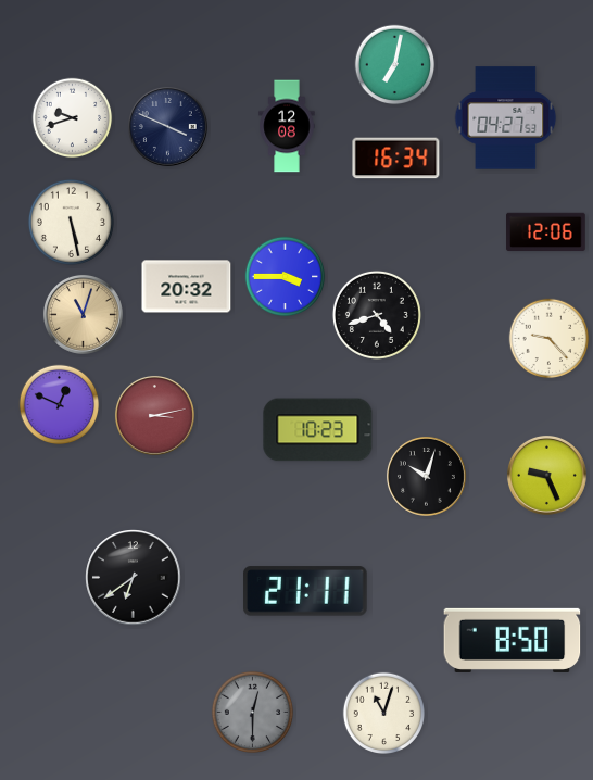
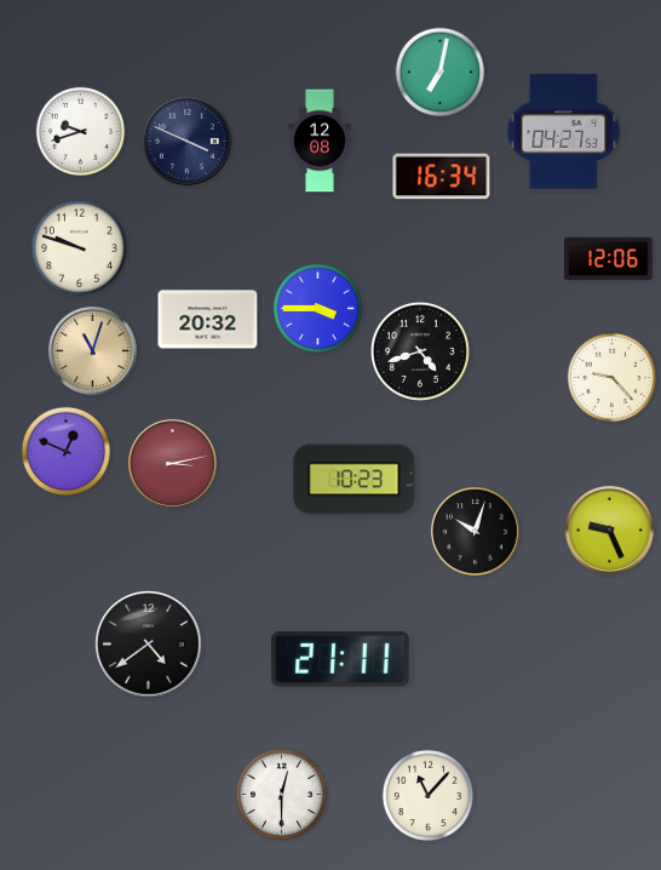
clock at (71, 222): 5:28 -> 9:48
clock at (134, 578): 6:39 -> 4:39
clock at (513, 640): 8:50 -> none
clock at (253, 713) dial: grey -> white
clock at (384, 714): 11:03 -> 11:07
